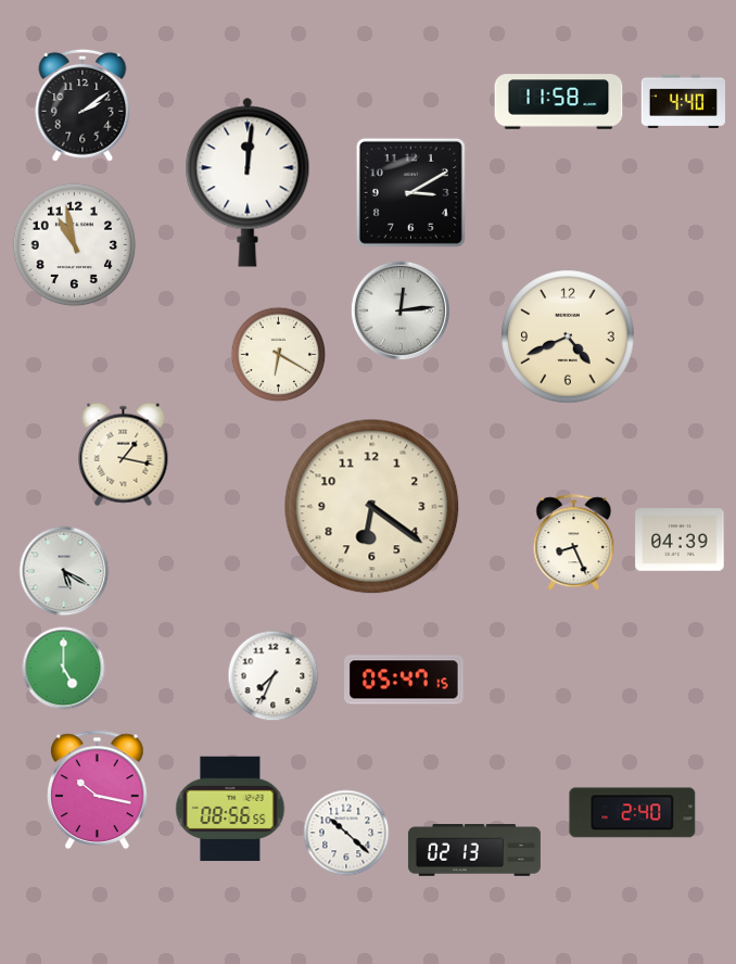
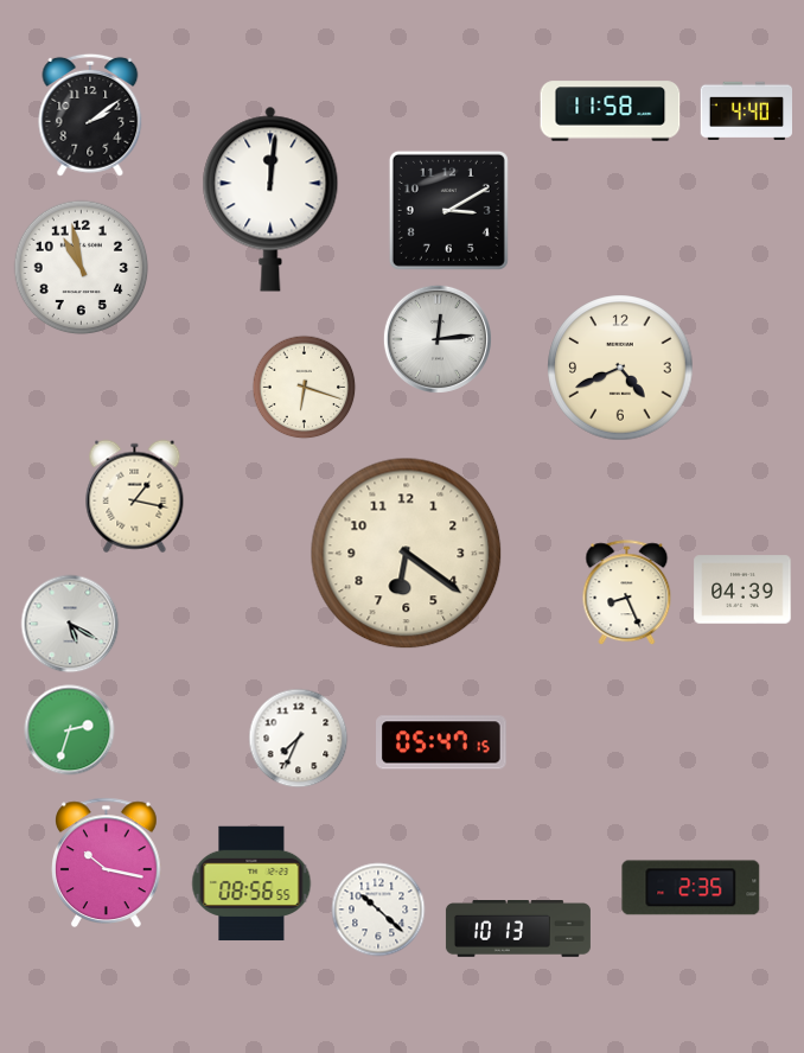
clock at (279, 355): 6:20 -> 6:18
clock at (64, 669): 5:00 -> 2:33
clock at (633, 813): 2:40 -> 2:35
clock at (474, 851): 02:13 -> 10:13
